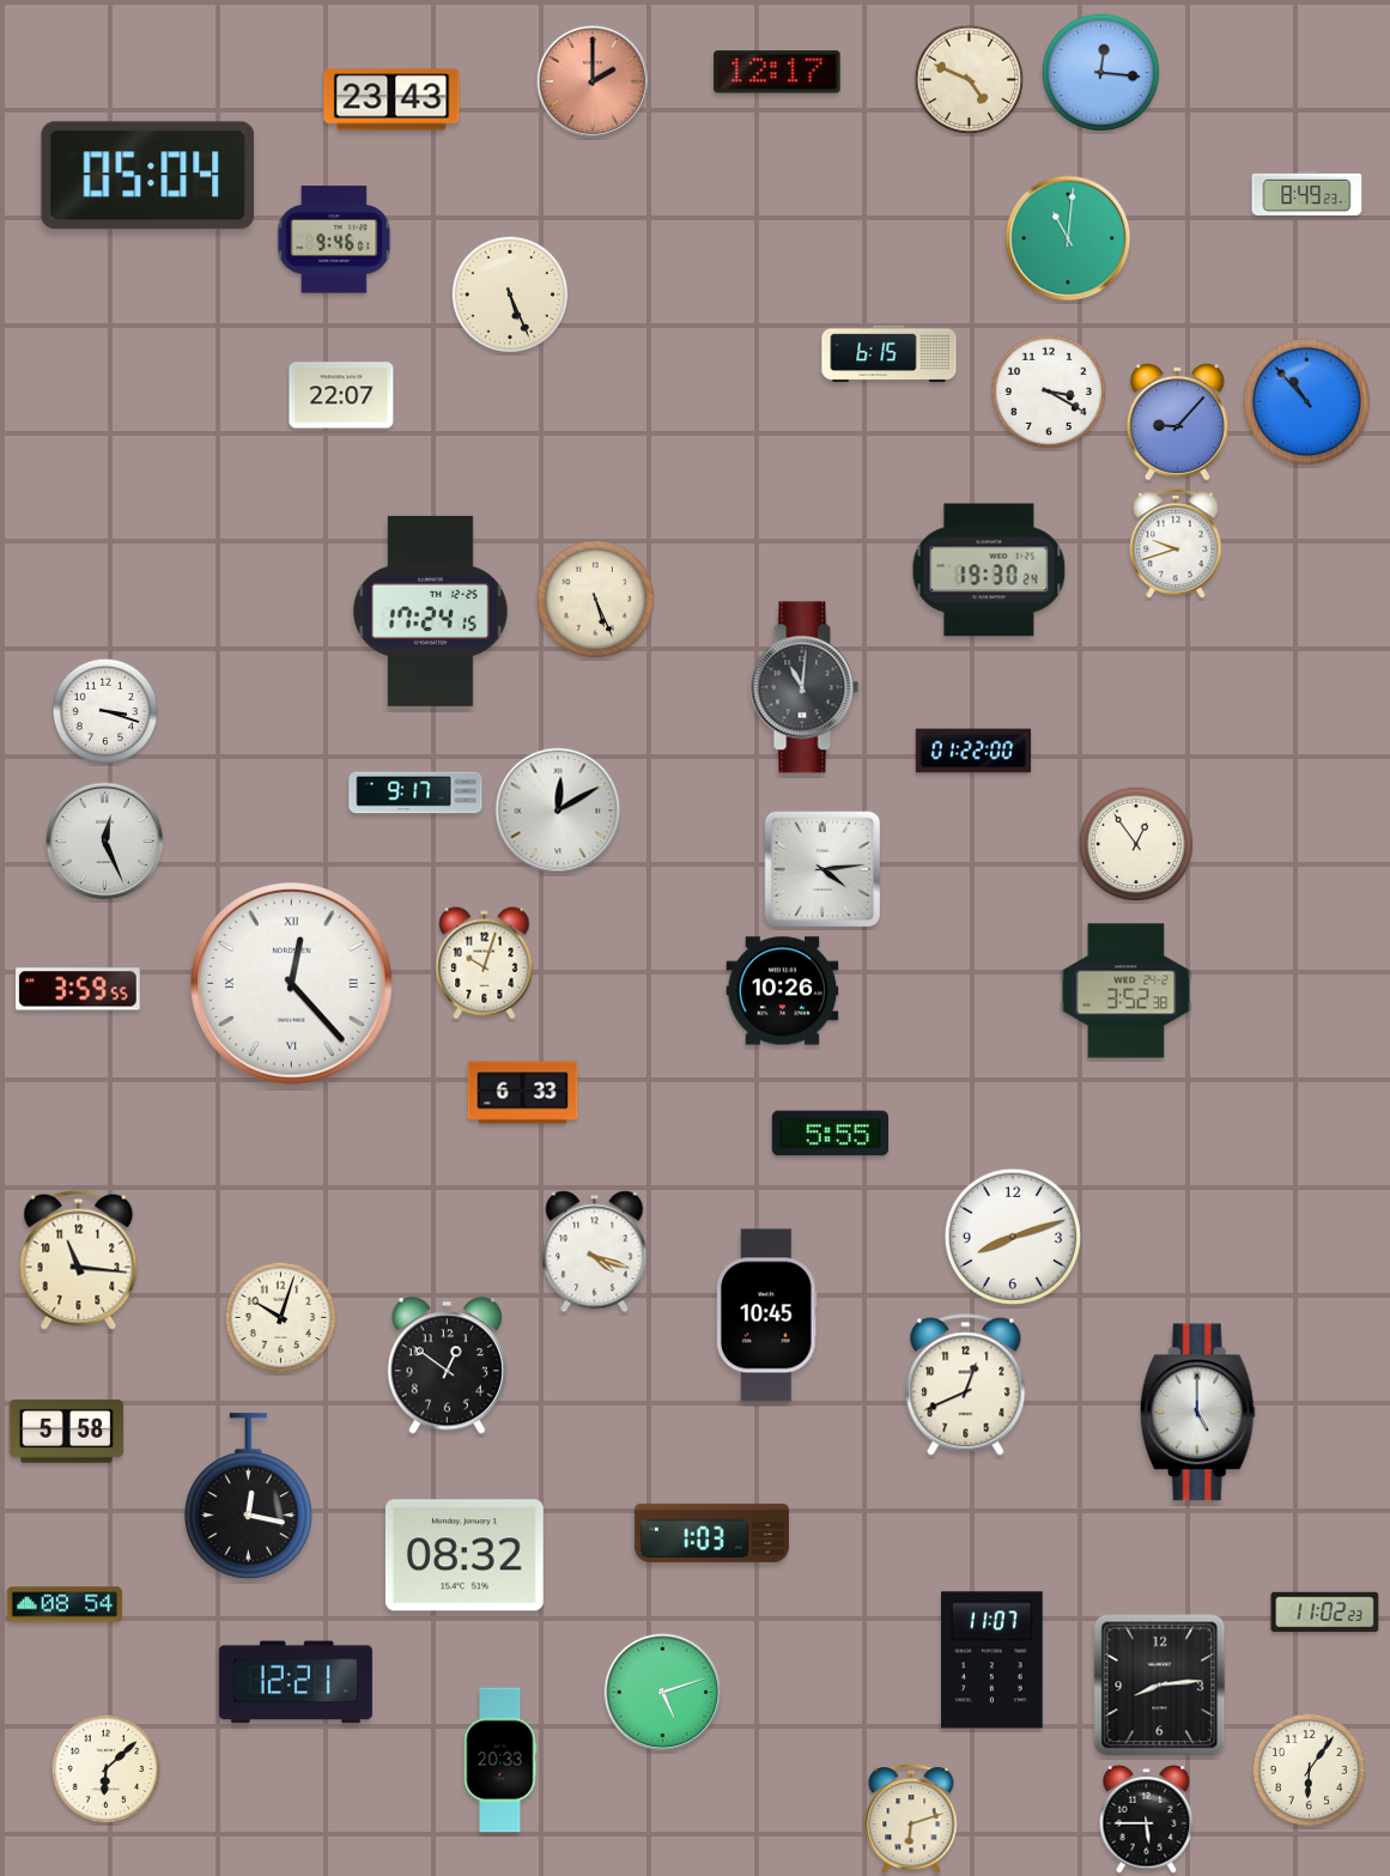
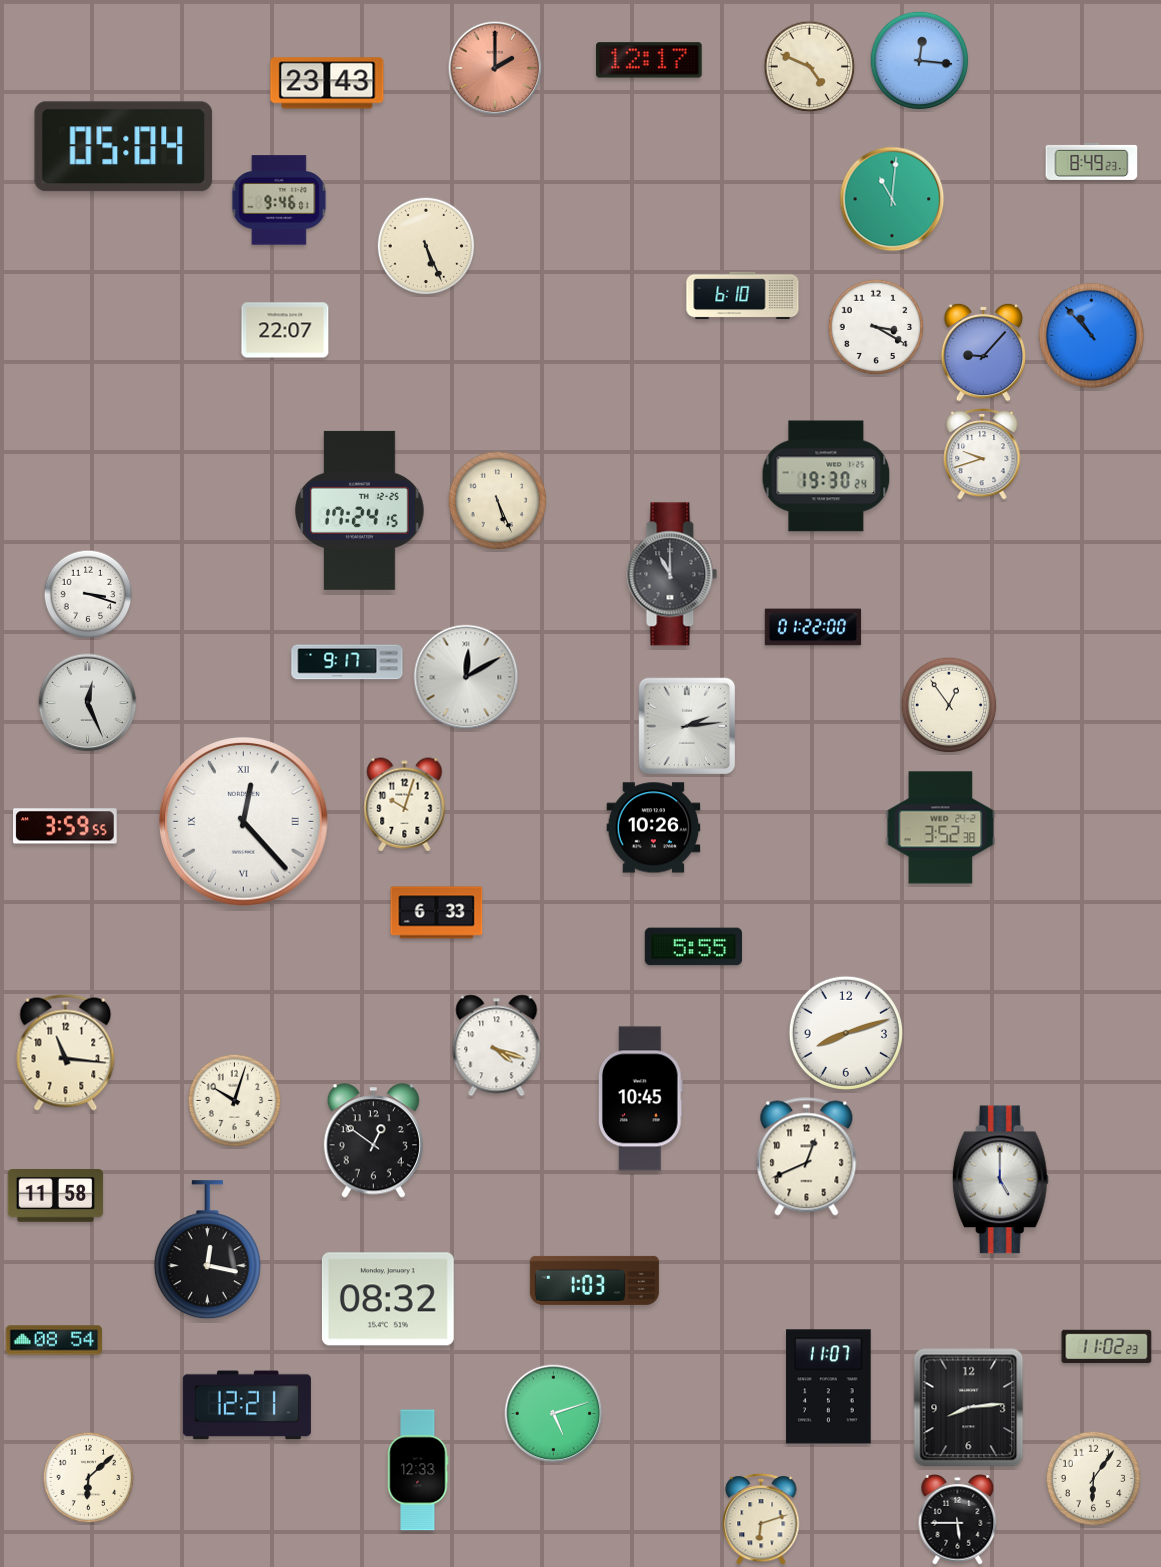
clock at (890, 354): 6:15 -> 6:10
clock at (805, 687): 11:01 -> 11:00
clock at (823, 869): 4:14 -> 2:14
clock at (67, 1432): 5:58 -> 11:58
clock at (500, 1760): 20:33 -> 12:33
